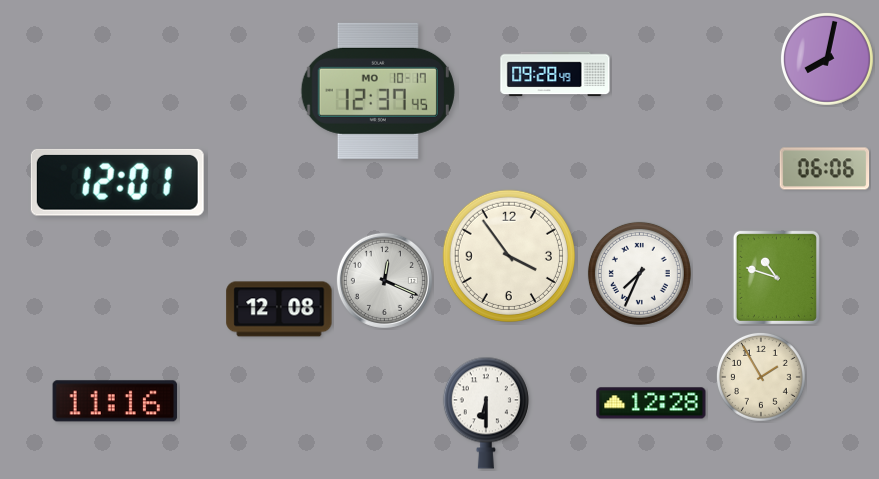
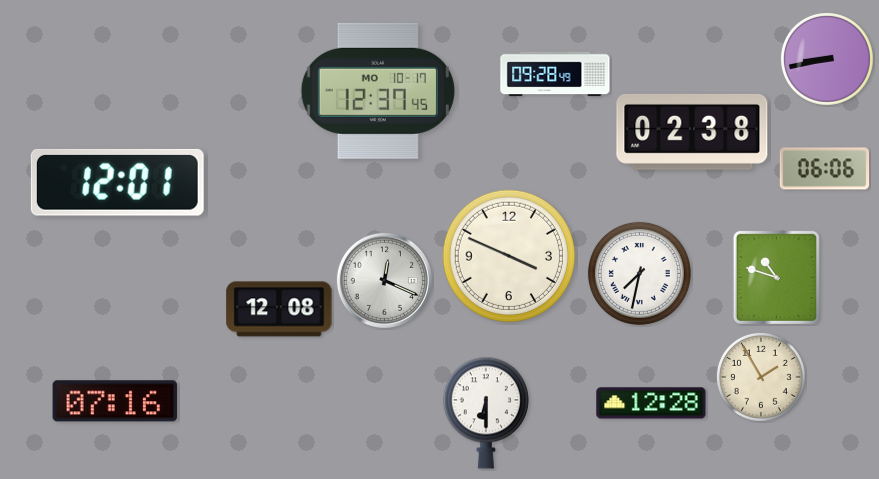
clock at (827, 59): 8:02 -> 8:43
clock at (692, 132): none -> 02:38
clock at (509, 256): 3:54 -> 3:49
clock at (639, 273): 7:34 -> 7:32
clock at (115, 401): 11:16 -> 07:16
